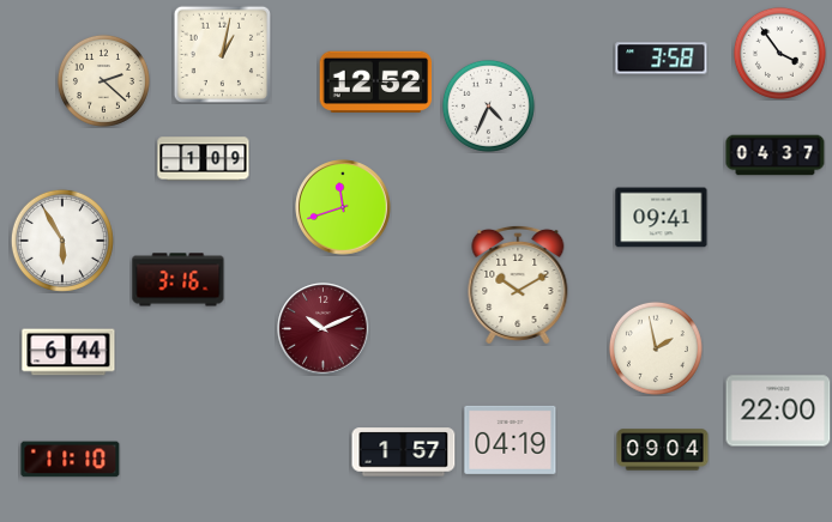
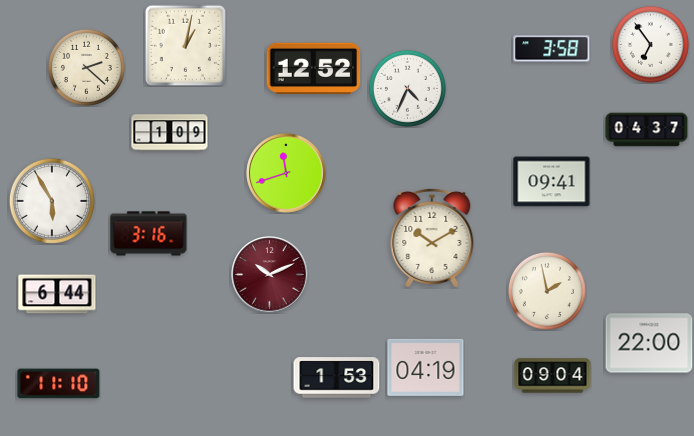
clock at (779, 53): 3:54 -> 6:54
clock at (404, 453): 1:57 -> 1:53
